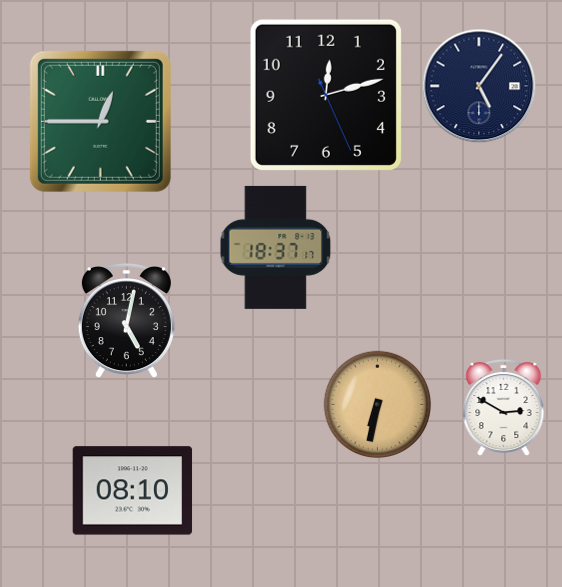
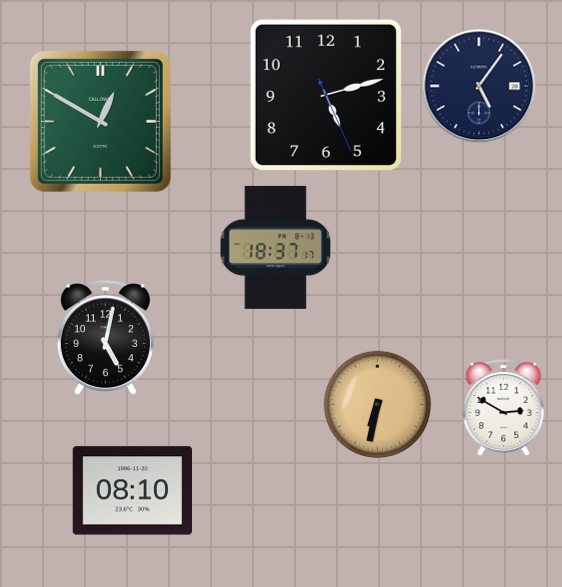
clock at (326, 95): 12:12 -> 5:12
clock at (100, 121): 12:45 -> 12:50
clock at (126, 322) position: (126, 322) -> (105, 339)
